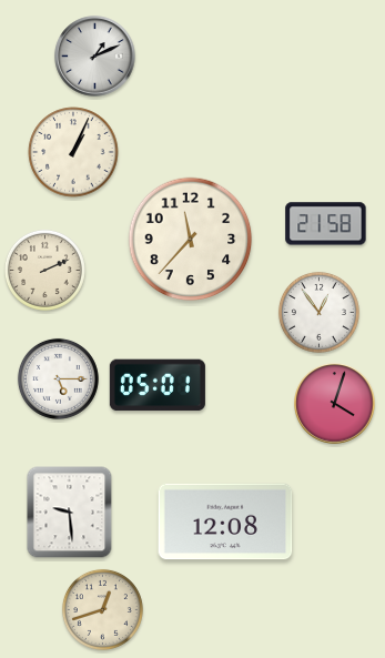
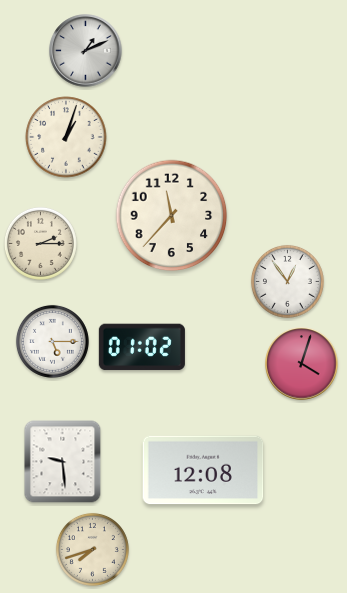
clock at (73, 152): 1:04 -> 1:03
clock at (326, 224): 21:58 -> none
clock at (44, 270): 2:11 -> 2:15
clock at (158, 385): 05:01 -> 01:02
clock at (102, 609): 12:42 -> 7:42
